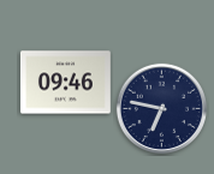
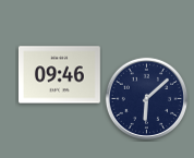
clock at (161, 108): 6:47 -> 6:08
